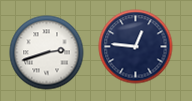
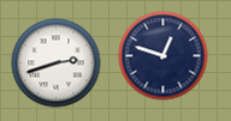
clock at (136, 47): 12:46 -> 12:48
